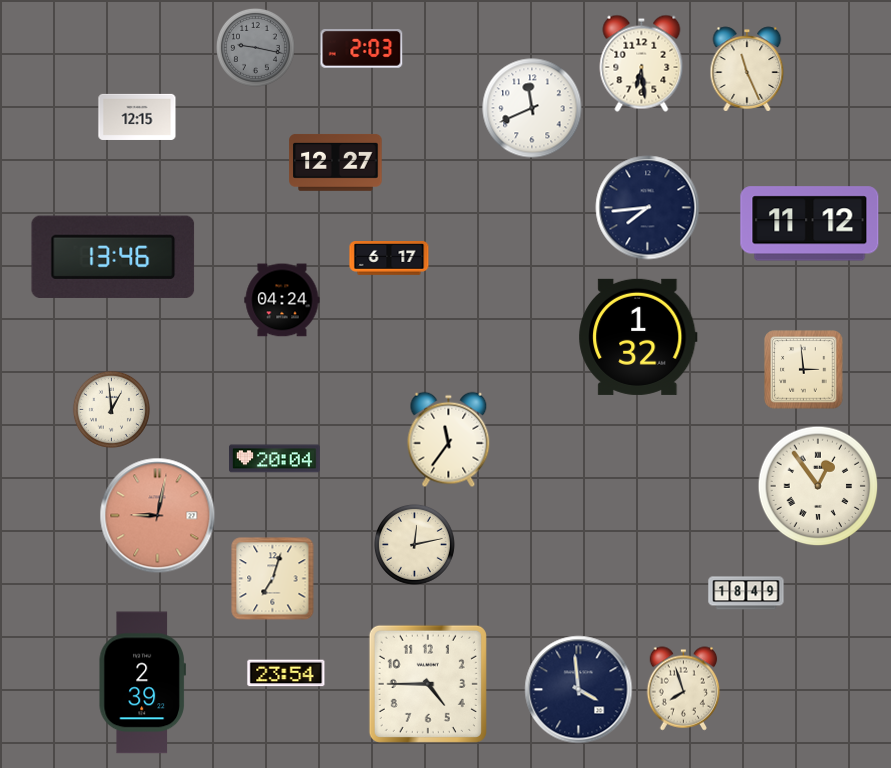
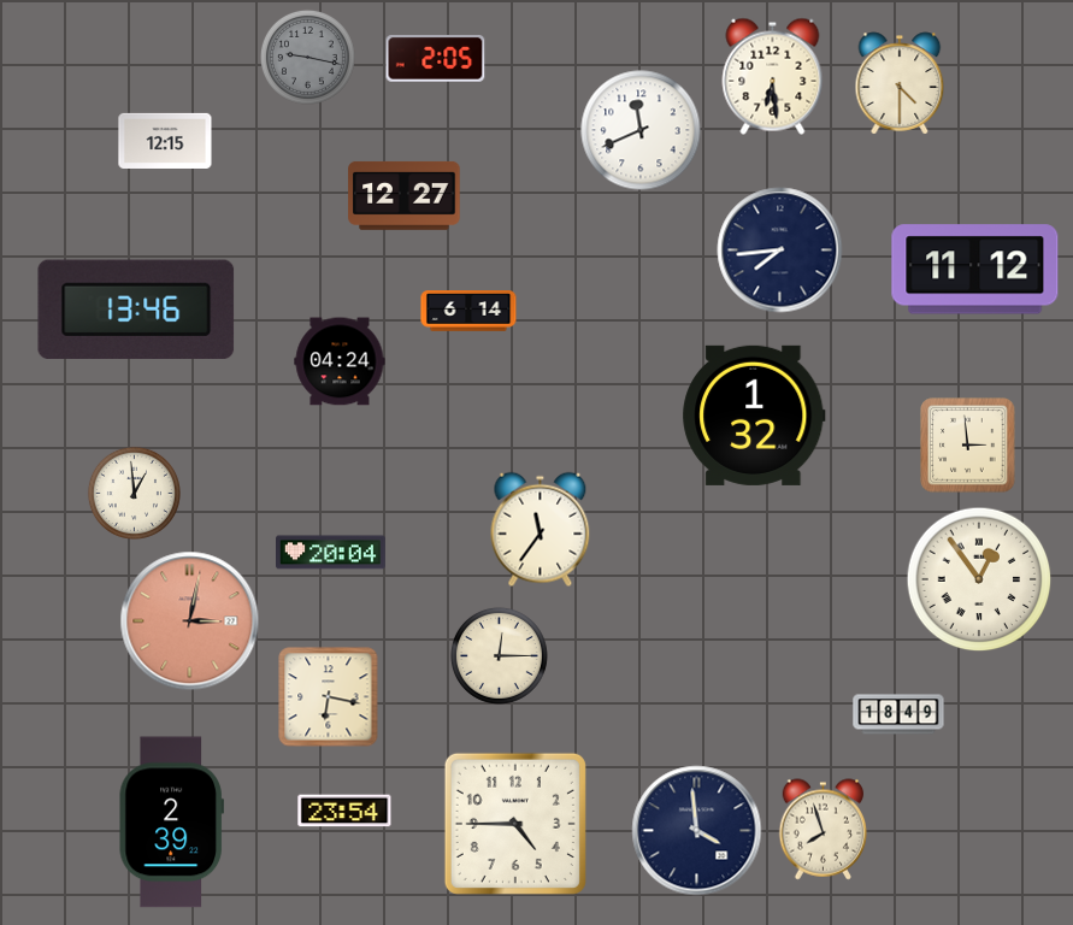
clock at (362, 49): 2:03 -> 2:05
clock at (747, 69): 11:26 -> 4:30
clock at (389, 259): 6:17 -> 6:14
clock at (638, 337) position: (638, 337) -> (754, 416)
clock at (818, 486) position: (818, 486) -> (979, 579)
clock at (158, 516): 9:02 -> 3:02
clock at (414, 544): 12:13 -> 12:15
clock at (273, 579): 7:03 -> 6:17
